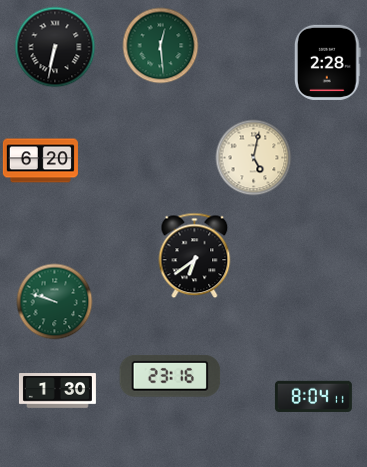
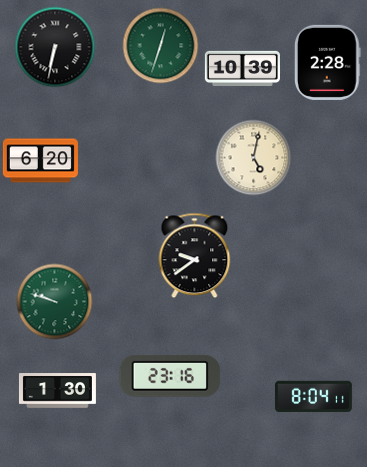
clock at (161, 46): 12:29 -> 12:33
clock at (242, 68): none -> 10:39
clock at (195, 256): 6:39 -> 9:39
